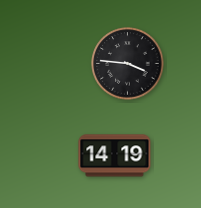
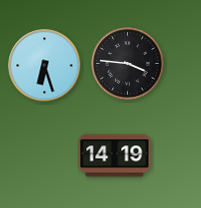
clock at (45, 66): none -> 6:27
